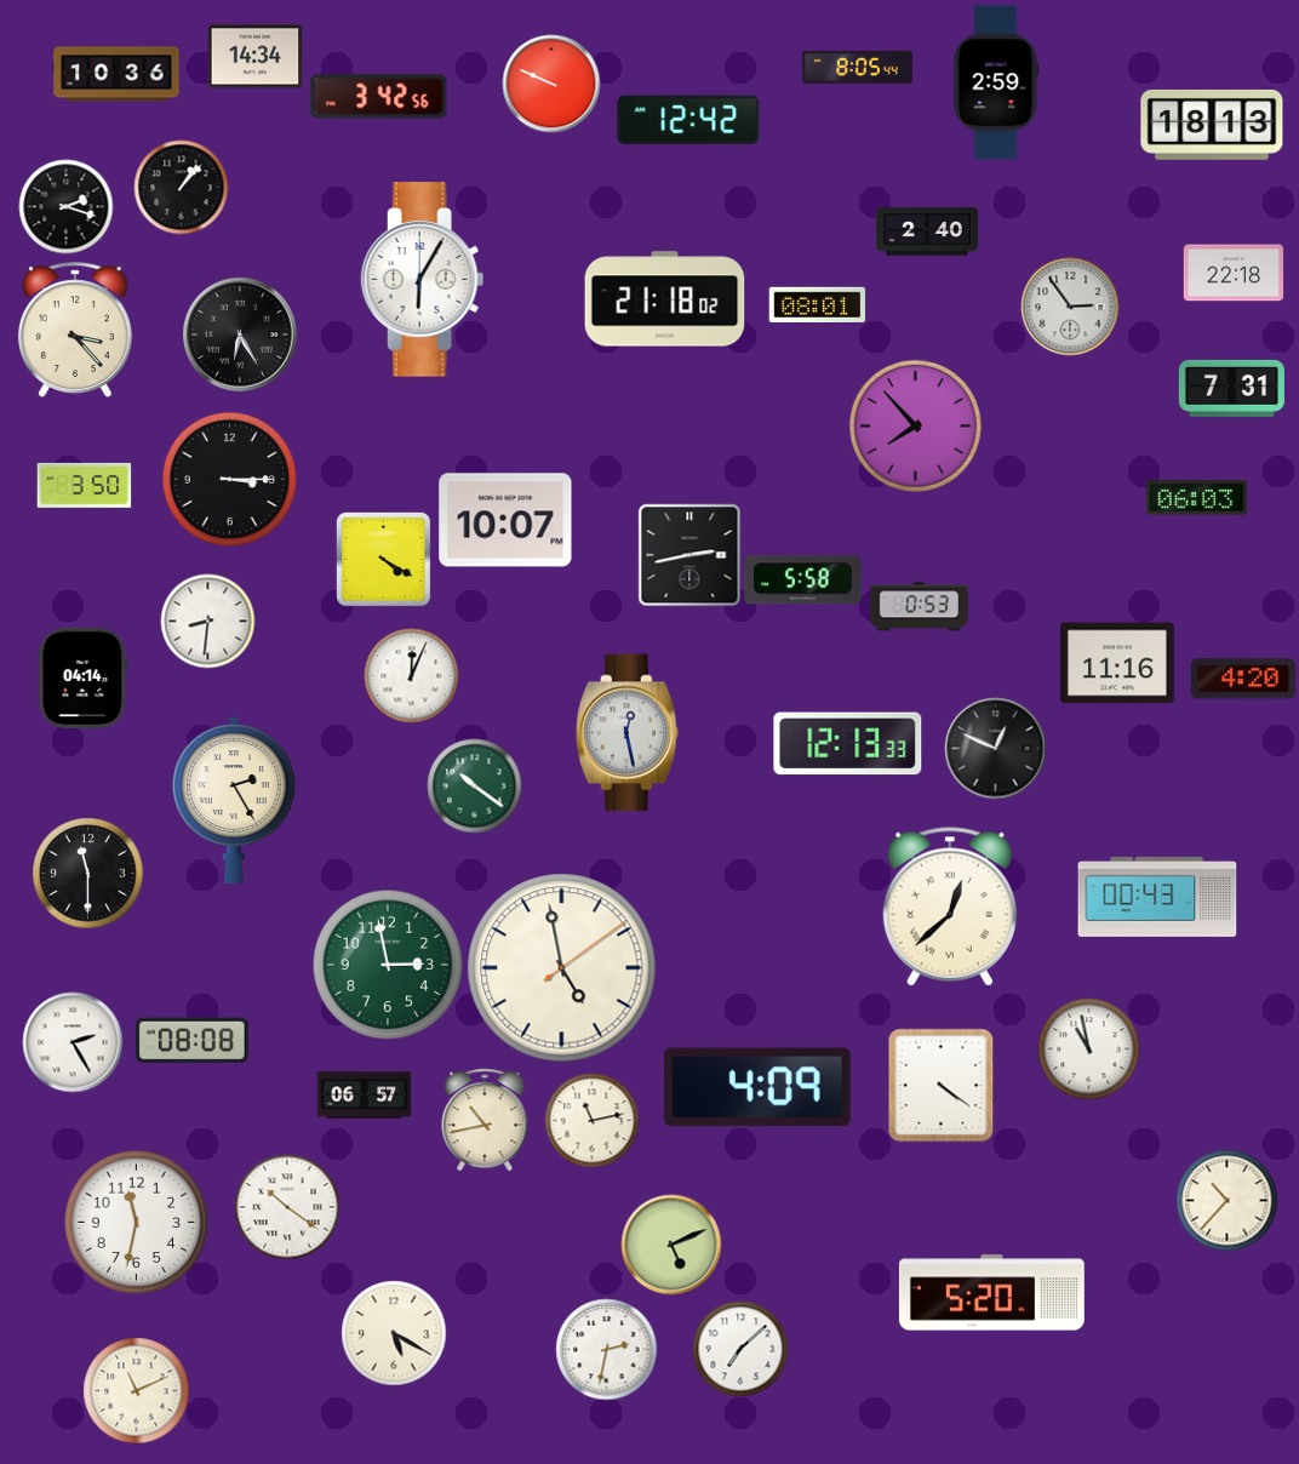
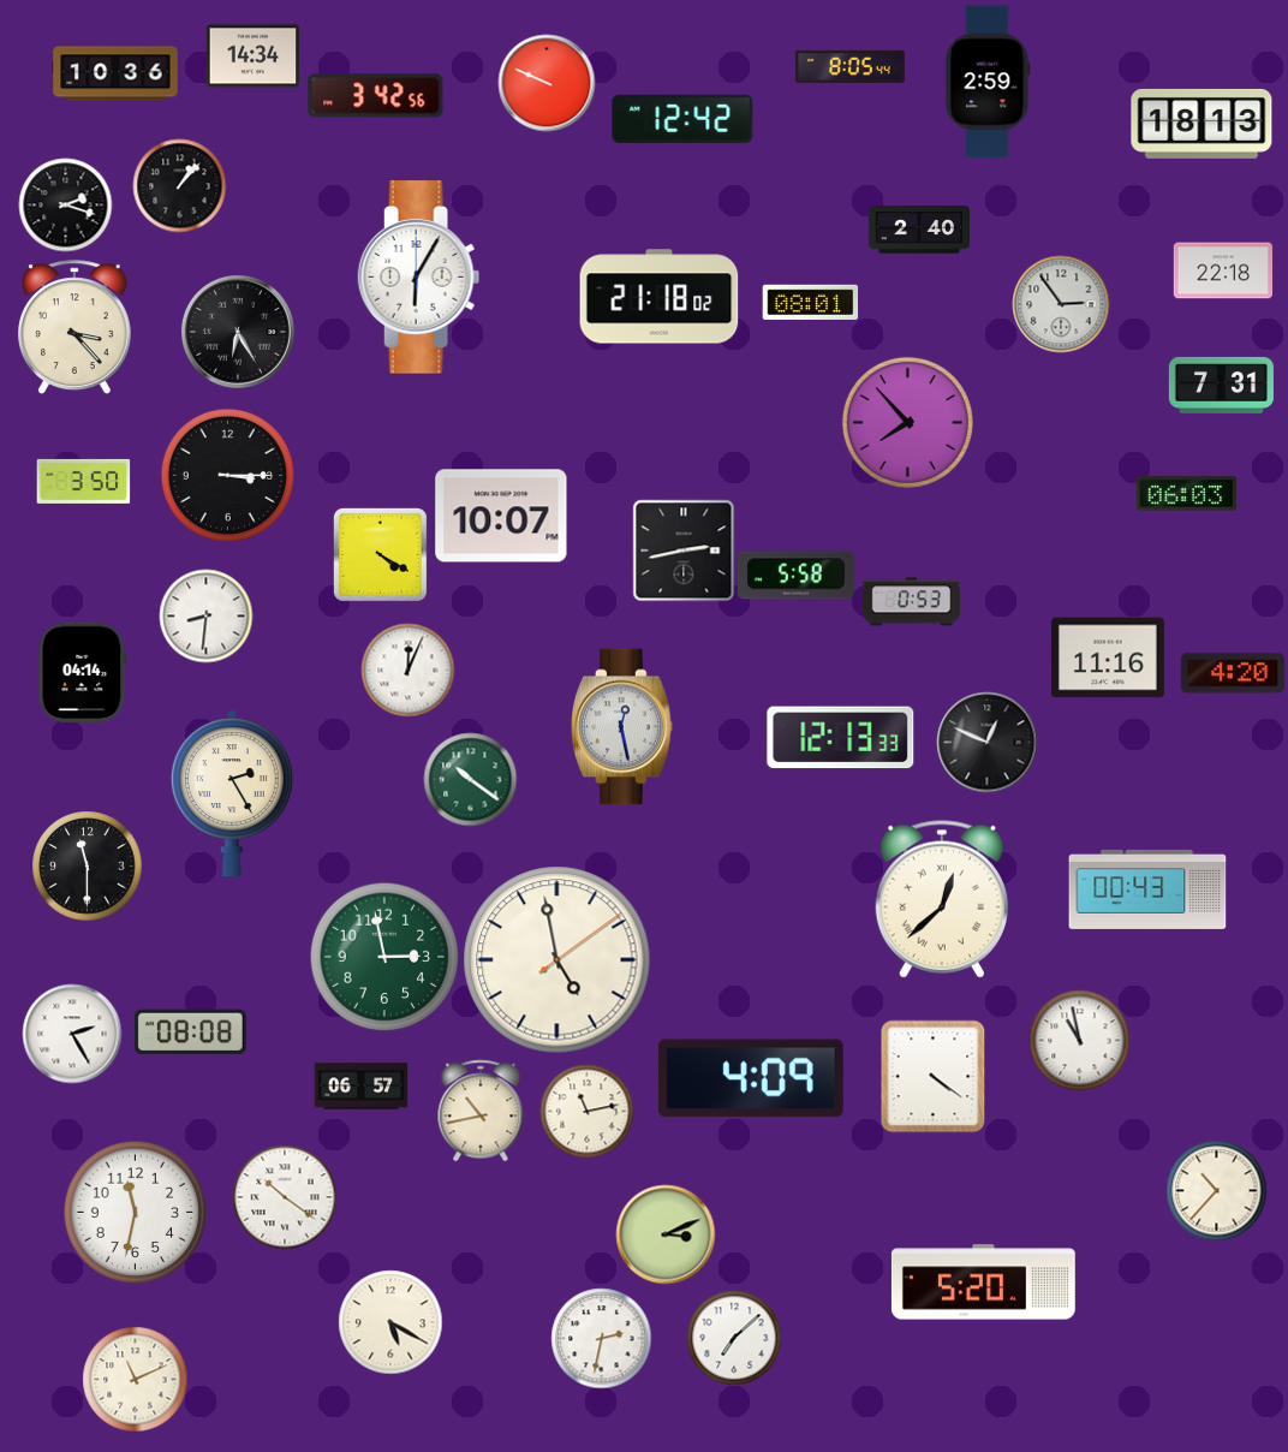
clock at (671, 1245): 5:11 -> 3:11
